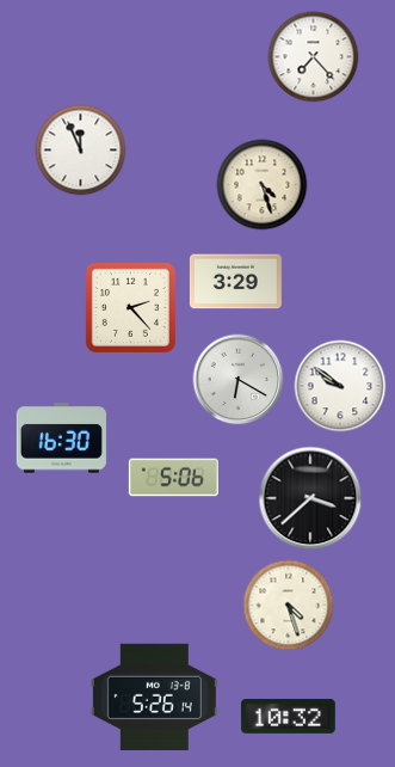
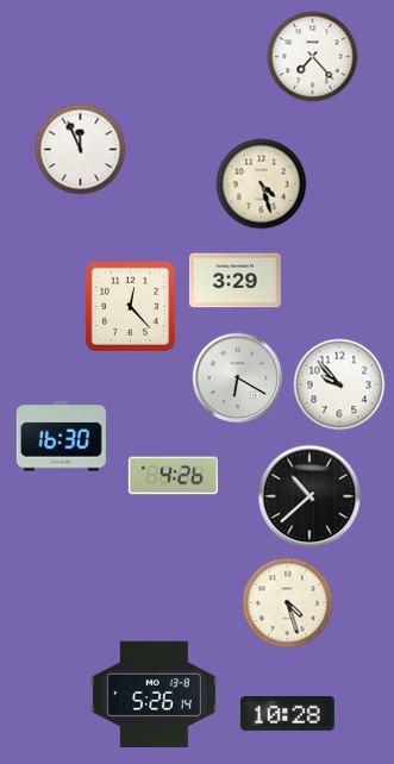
clock at (130, 307): 2:23 -> 12:23
clock at (340, 386): 9:51 -> 9:53
clock at (173, 478): 5:06 -> 4:26
clock at (310, 498): 3:38 -> 10:38
clock at (289, 716): 10:32 -> 10:28
